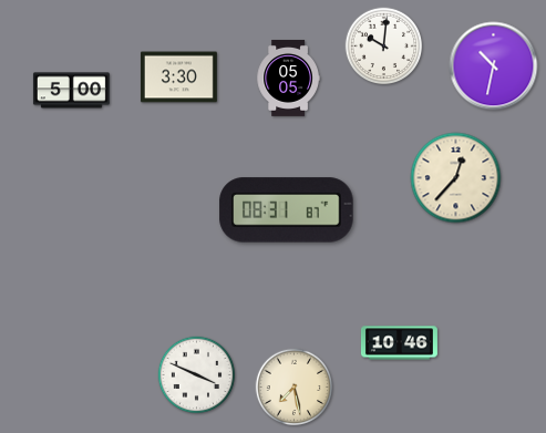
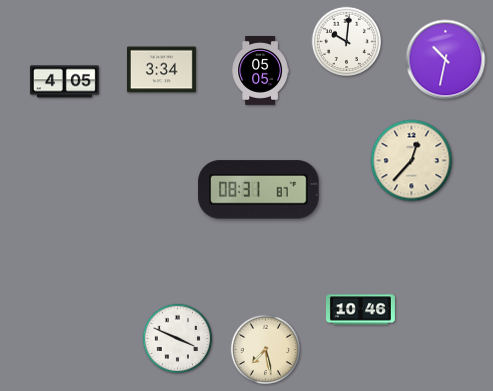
clock at (178, 78): 3:30 -> 3:34
clock at (71, 91): 5:00 -> 4:05
